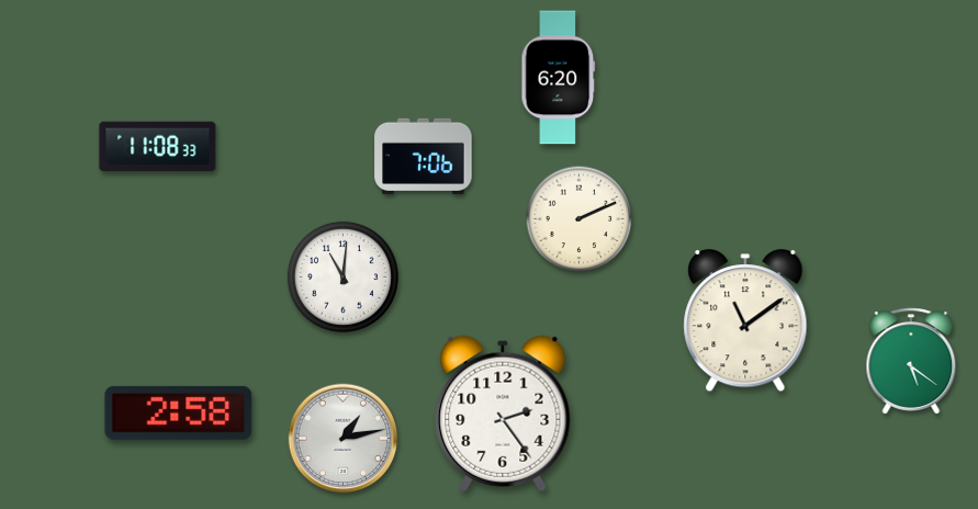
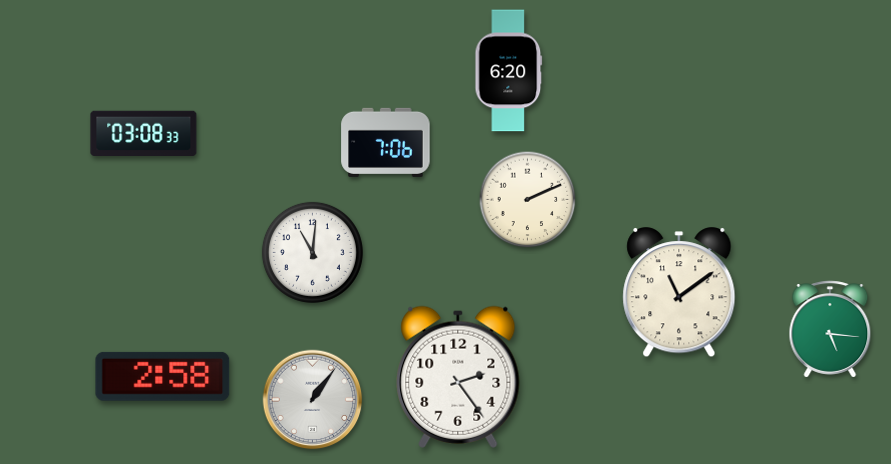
clock at (158, 146): 11:08 -> 03:08
clock at (911, 361): 5:21 -> 5:16
clock at (344, 439): 1:13 -> 1:06
